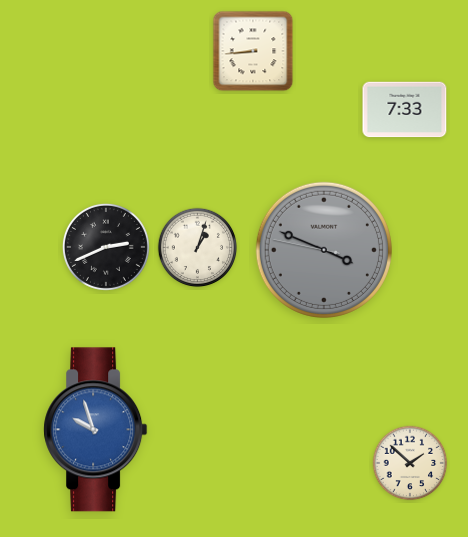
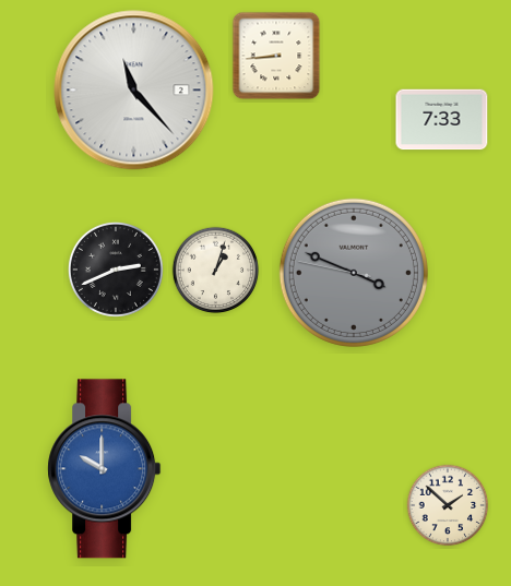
clock at (134, 91): none -> 11:23
clock at (96, 430): 9:57 -> 10:00
